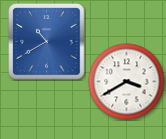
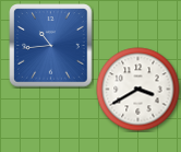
clock at (47, 42): 10:40 -> 10:44
